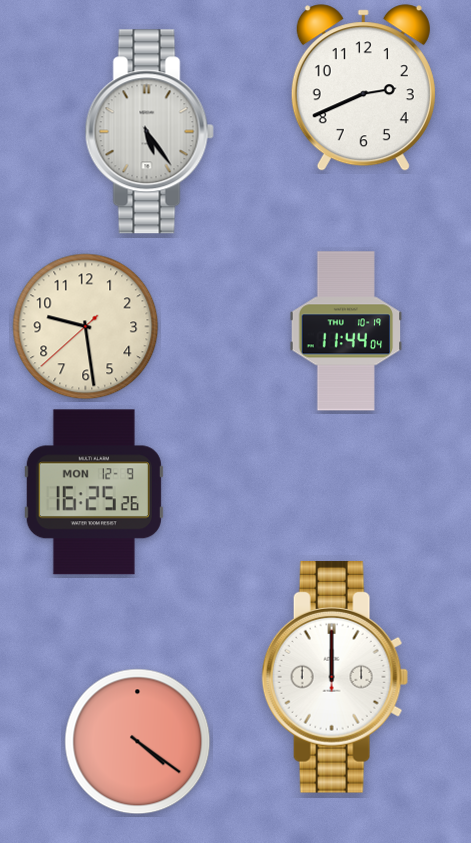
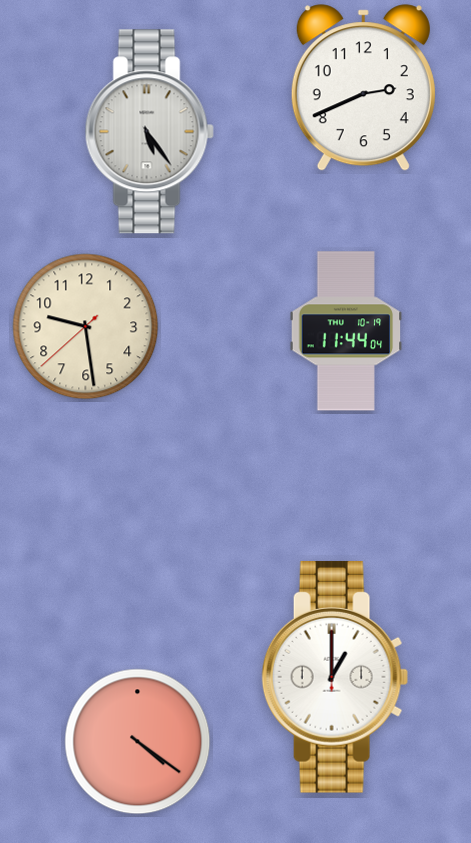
clock at (94, 492): 16:25 -> none
clock at (335, 677): 12:00 -> 1:00
